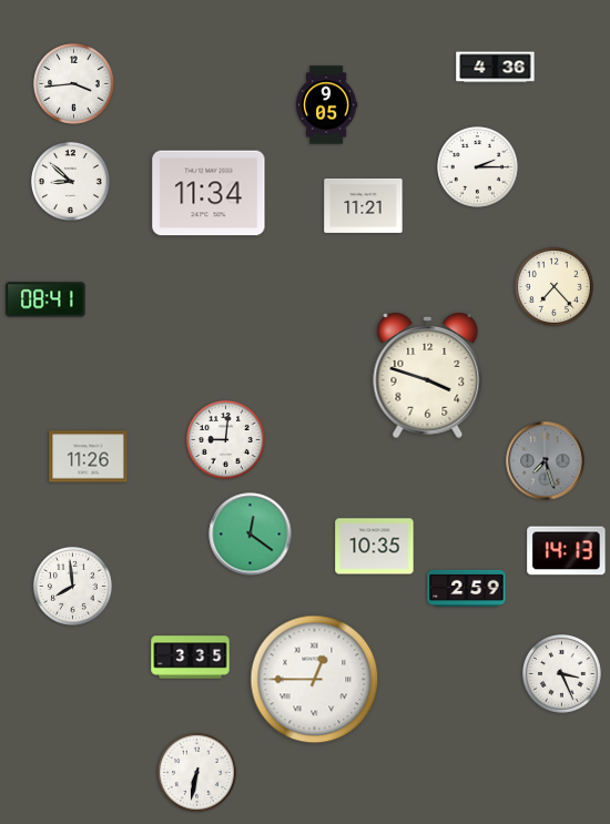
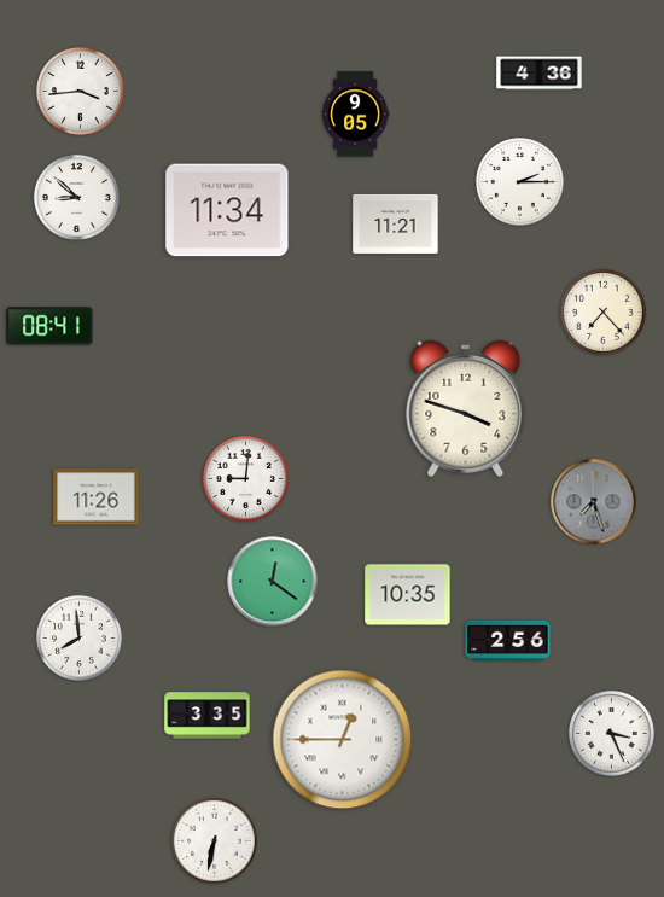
clock at (567, 551): 14:13 -> none
clock at (467, 588): 2:59 -> 2:56
